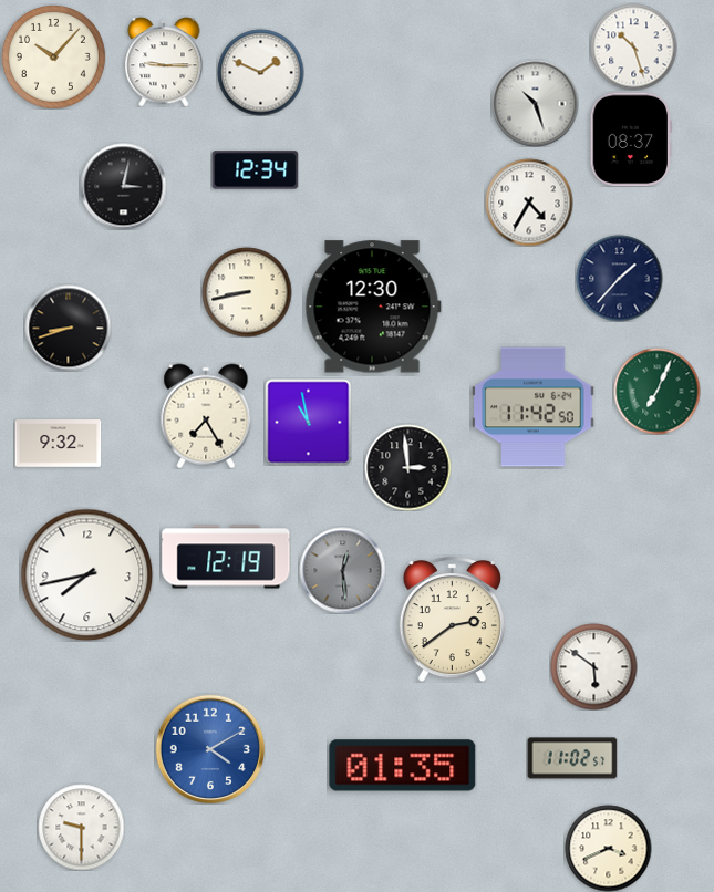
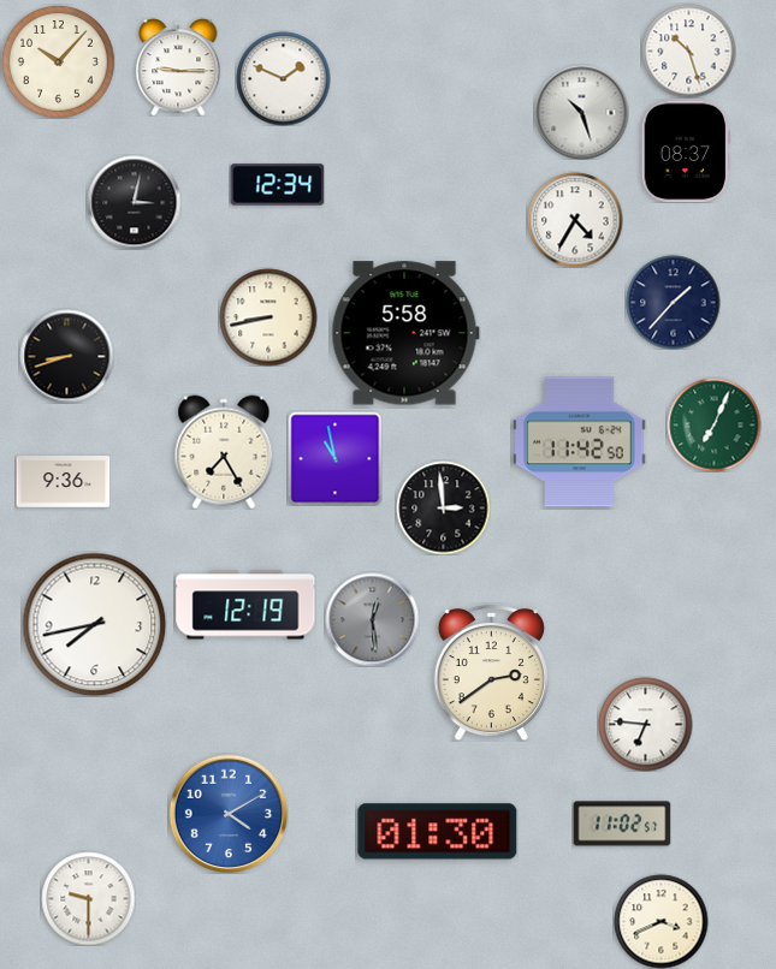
clock at (373, 307): 12:30 -> 5:58
clock at (68, 328) position: (68, 328) -> (66, 356)
clock at (58, 444): 9:32 -> 9:36
clock at (593, 666): 5:51 -> 6:46
clock at (403, 766): 01:35 -> 01:30
